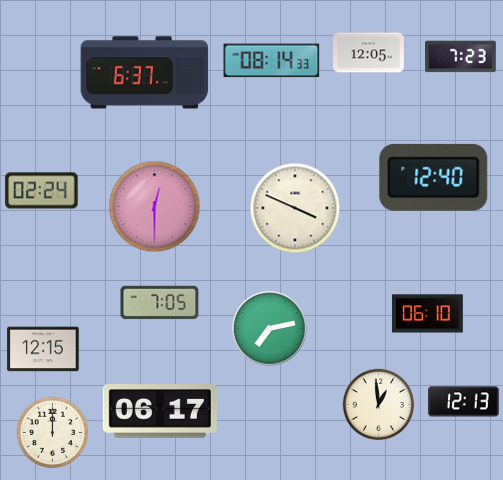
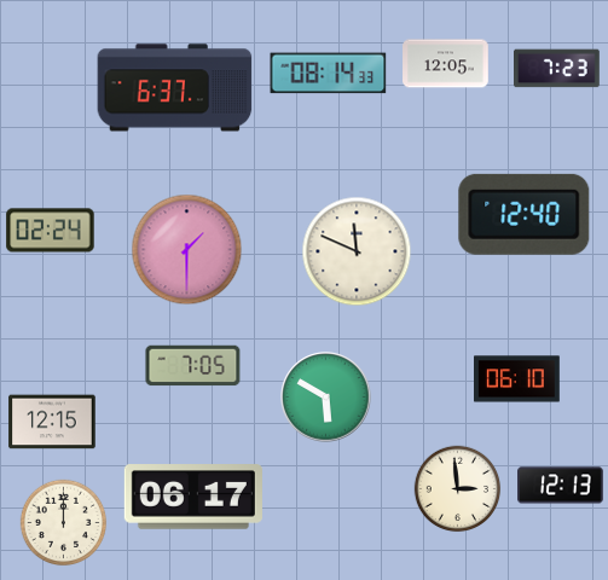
clock at (155, 207): 12:30 -> 1:30
clock at (295, 208): 3:49 -> 11:49
clock at (270, 329): 7:13 -> 5:50
clock at (379, 405): 12:59 -> 2:59
